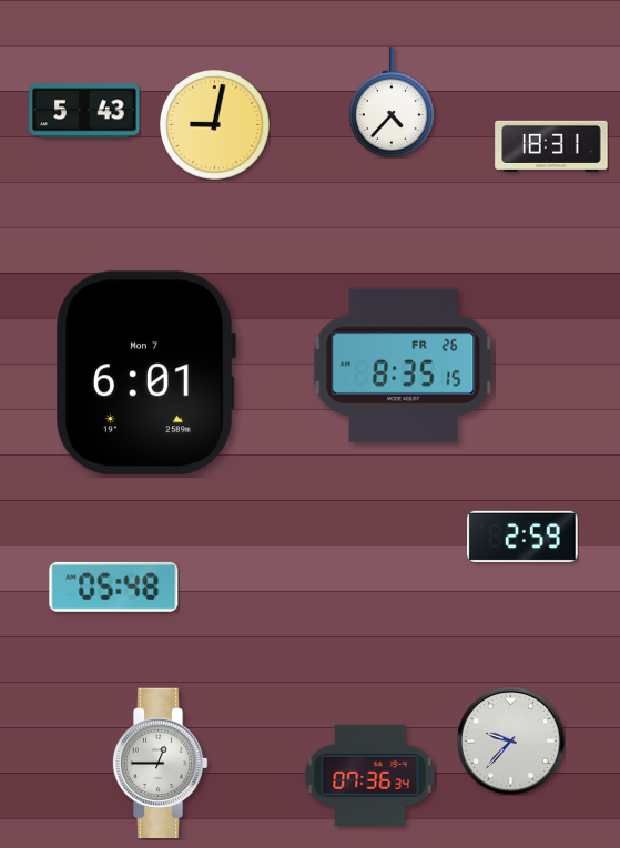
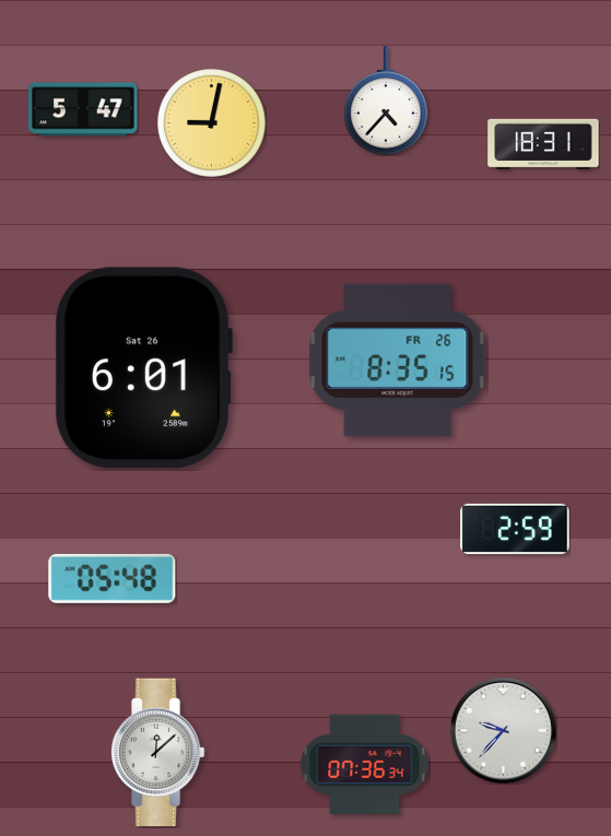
clock at (84, 111): 5:43 -> 5:47
clock at (145, 374) date: Mon 7 -> Sat 26
clock at (160, 764): 12:45 -> 12:08
